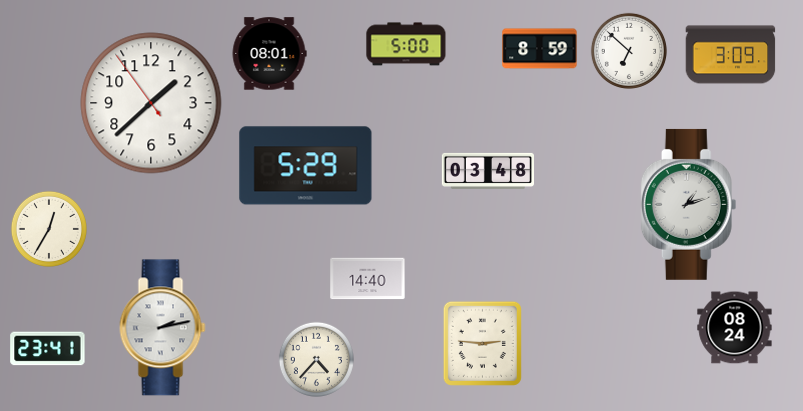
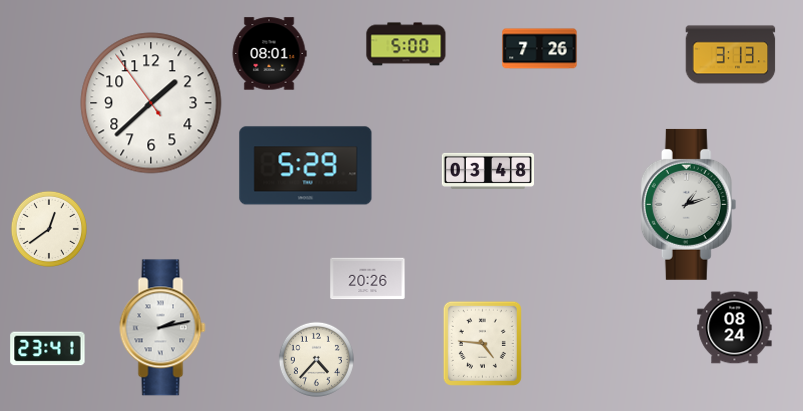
clock at (540, 49): 8:59 -> 7:26
clock at (629, 51): 6:52 -> none
clock at (731, 55): 3:09 -> 3:13
clock at (49, 229): 12:35 -> 12:39
clock at (368, 279): 14:40 -> 20:26
clock at (482, 343): 2:46 -> 4:46
